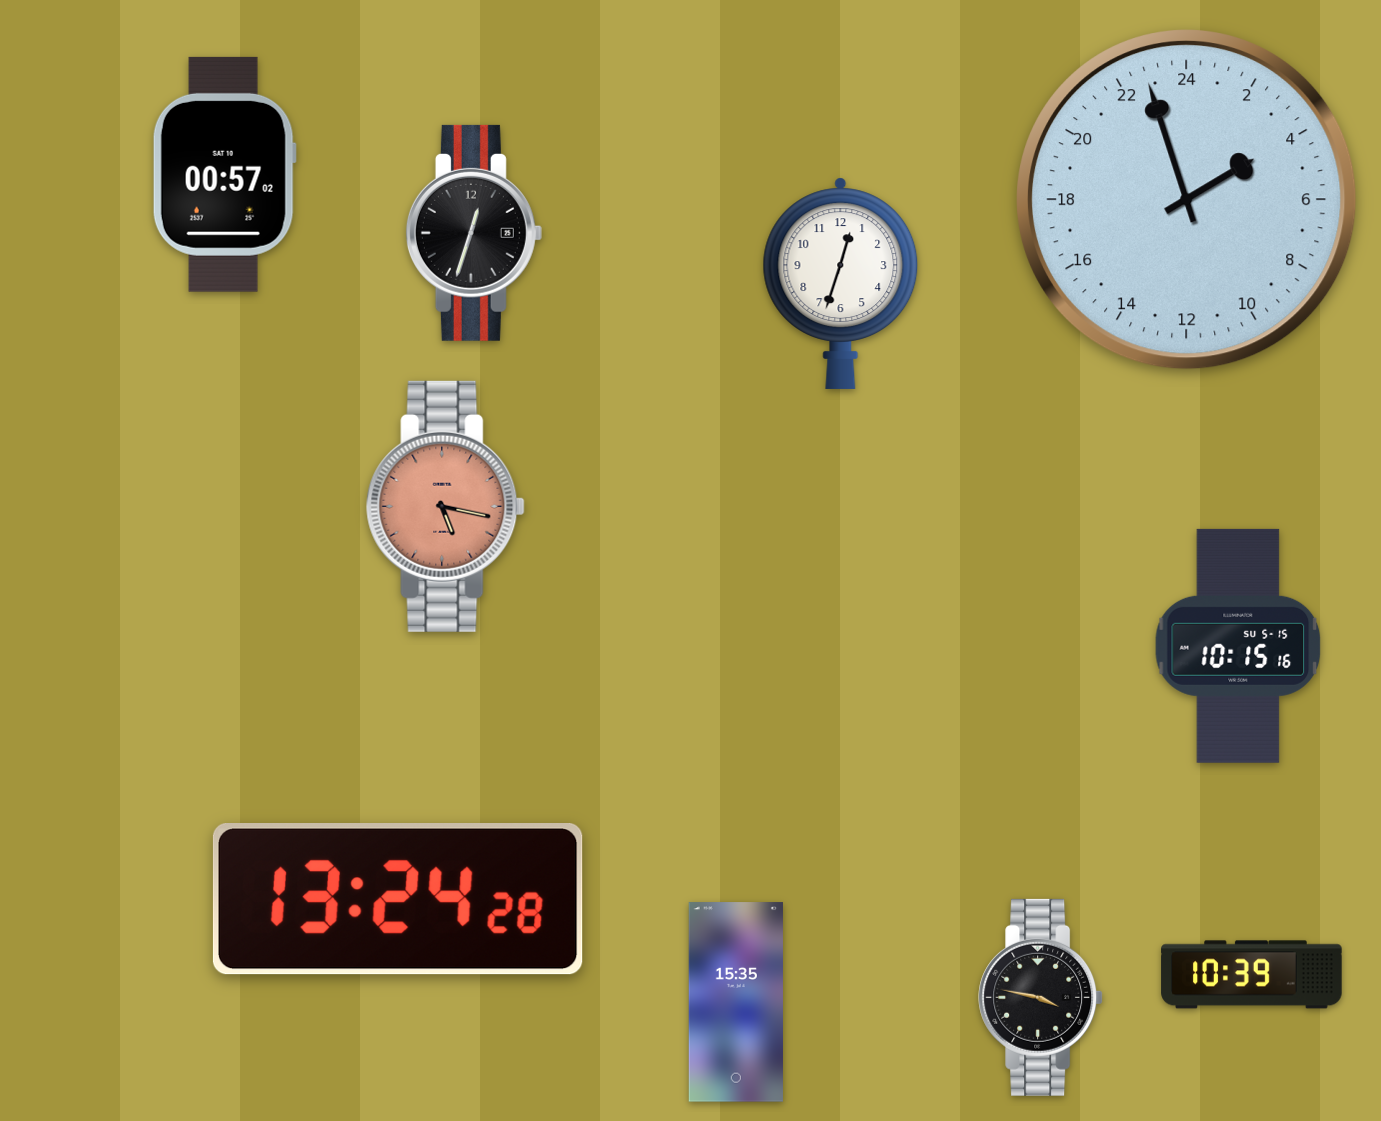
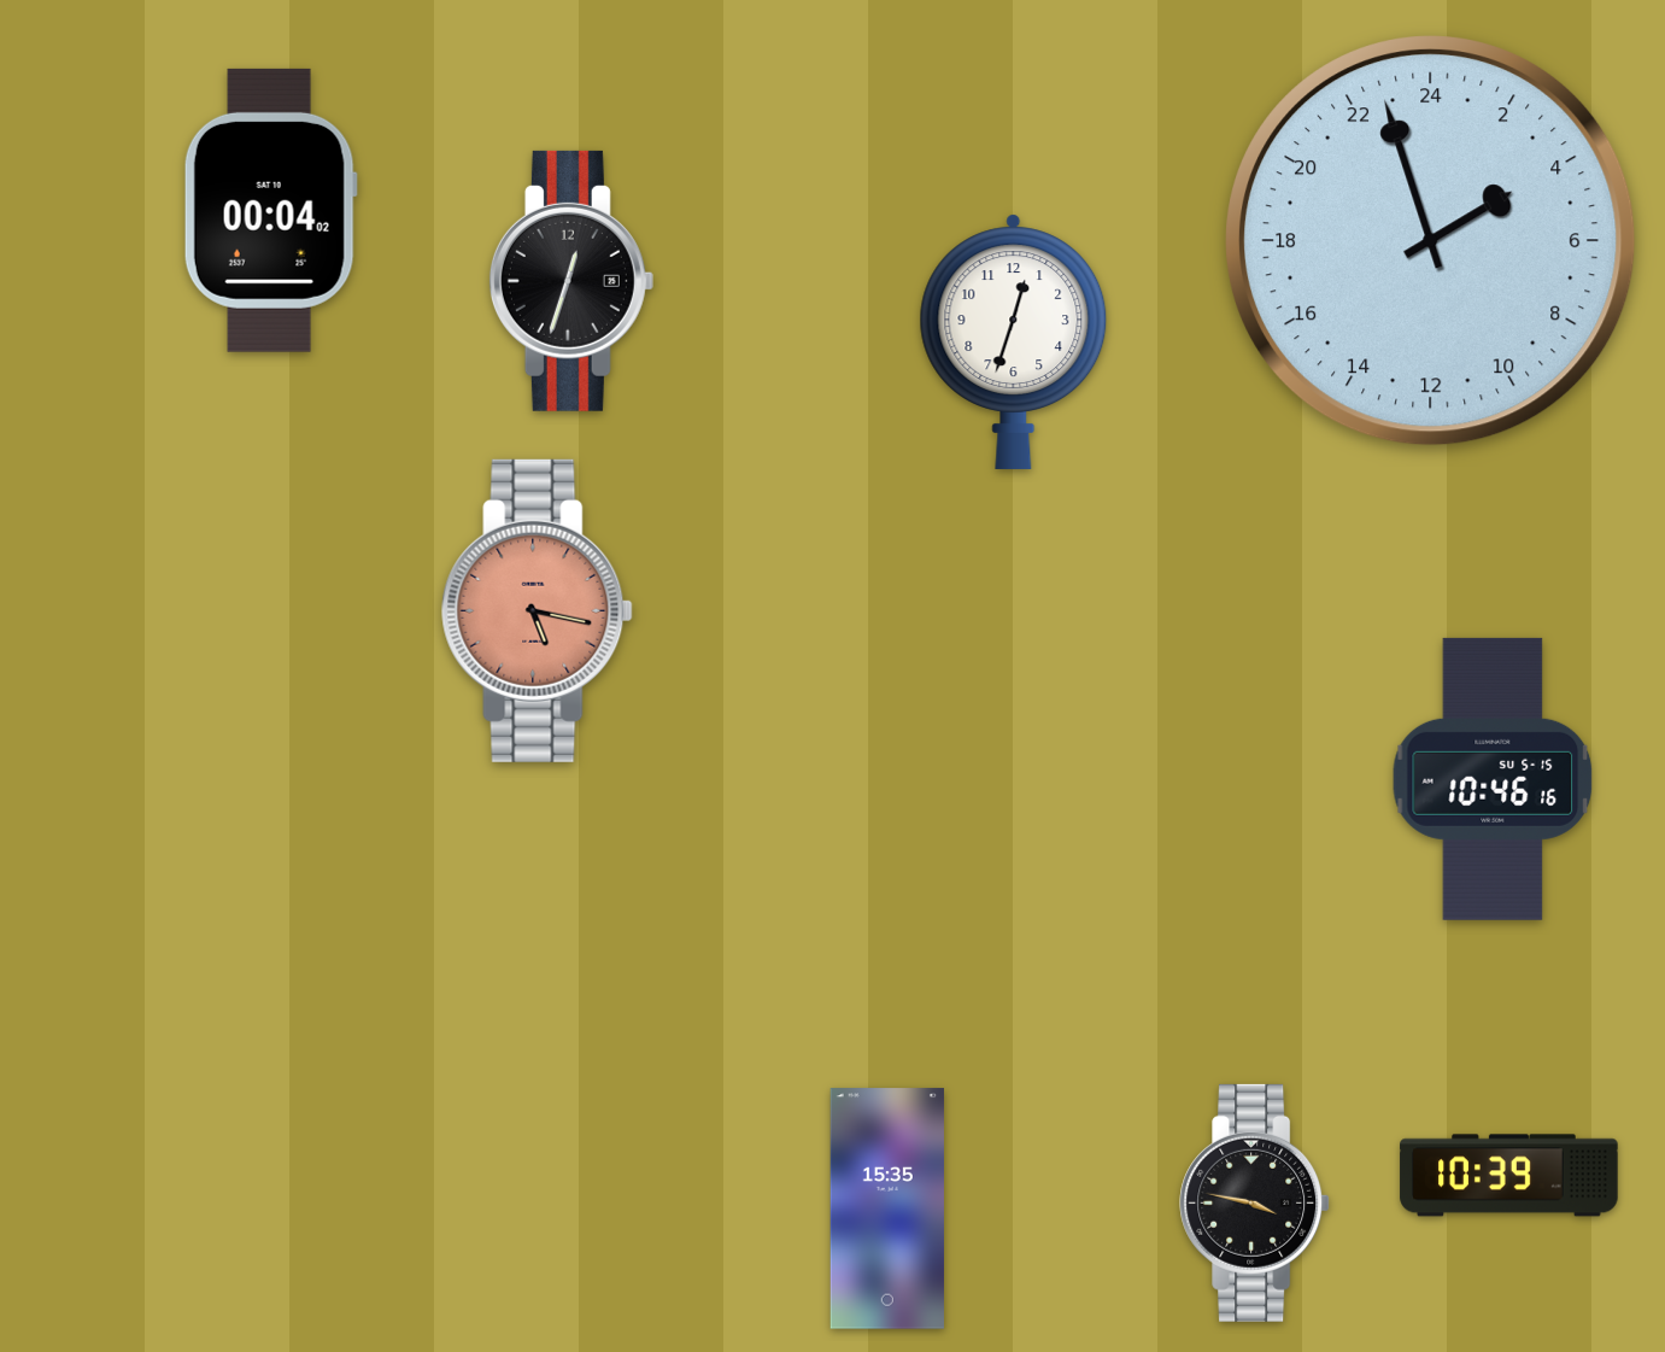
clock at (224, 174): 00:57 -> 00:04
clock at (1238, 646): 10:15 -> 10:46
clock at (398, 900): 13:24 -> none
